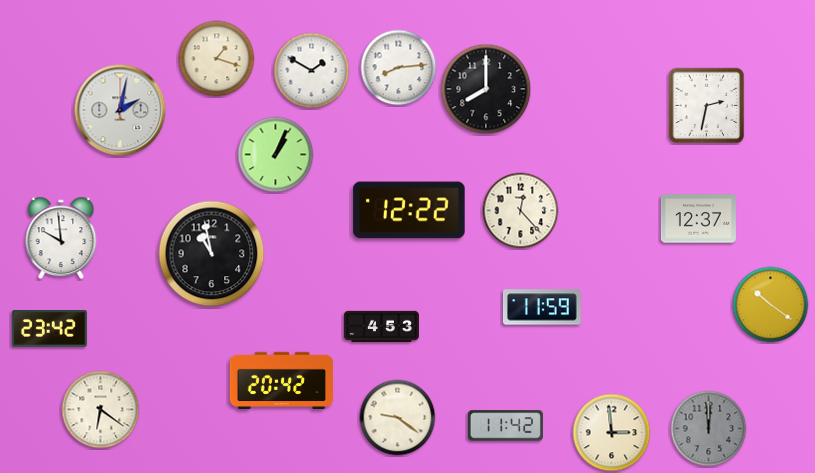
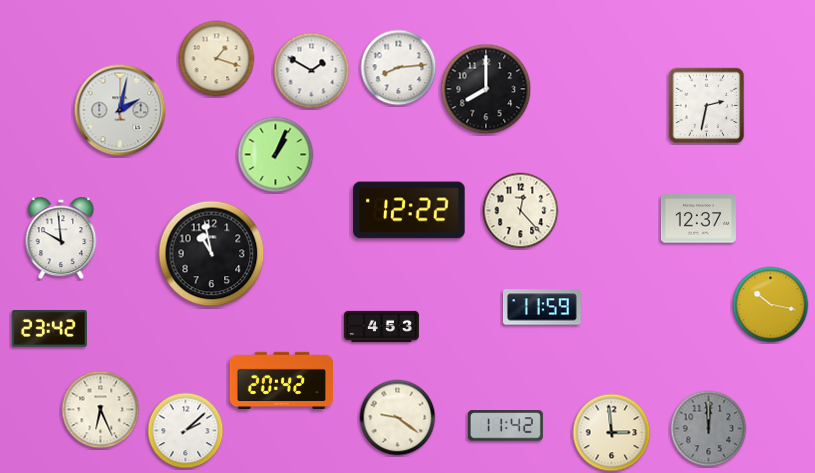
clock at (771, 305): 10:21 -> 10:17
clock at (101, 410): 6:21 -> 6:26
clock at (186, 431): none -> 2:08
